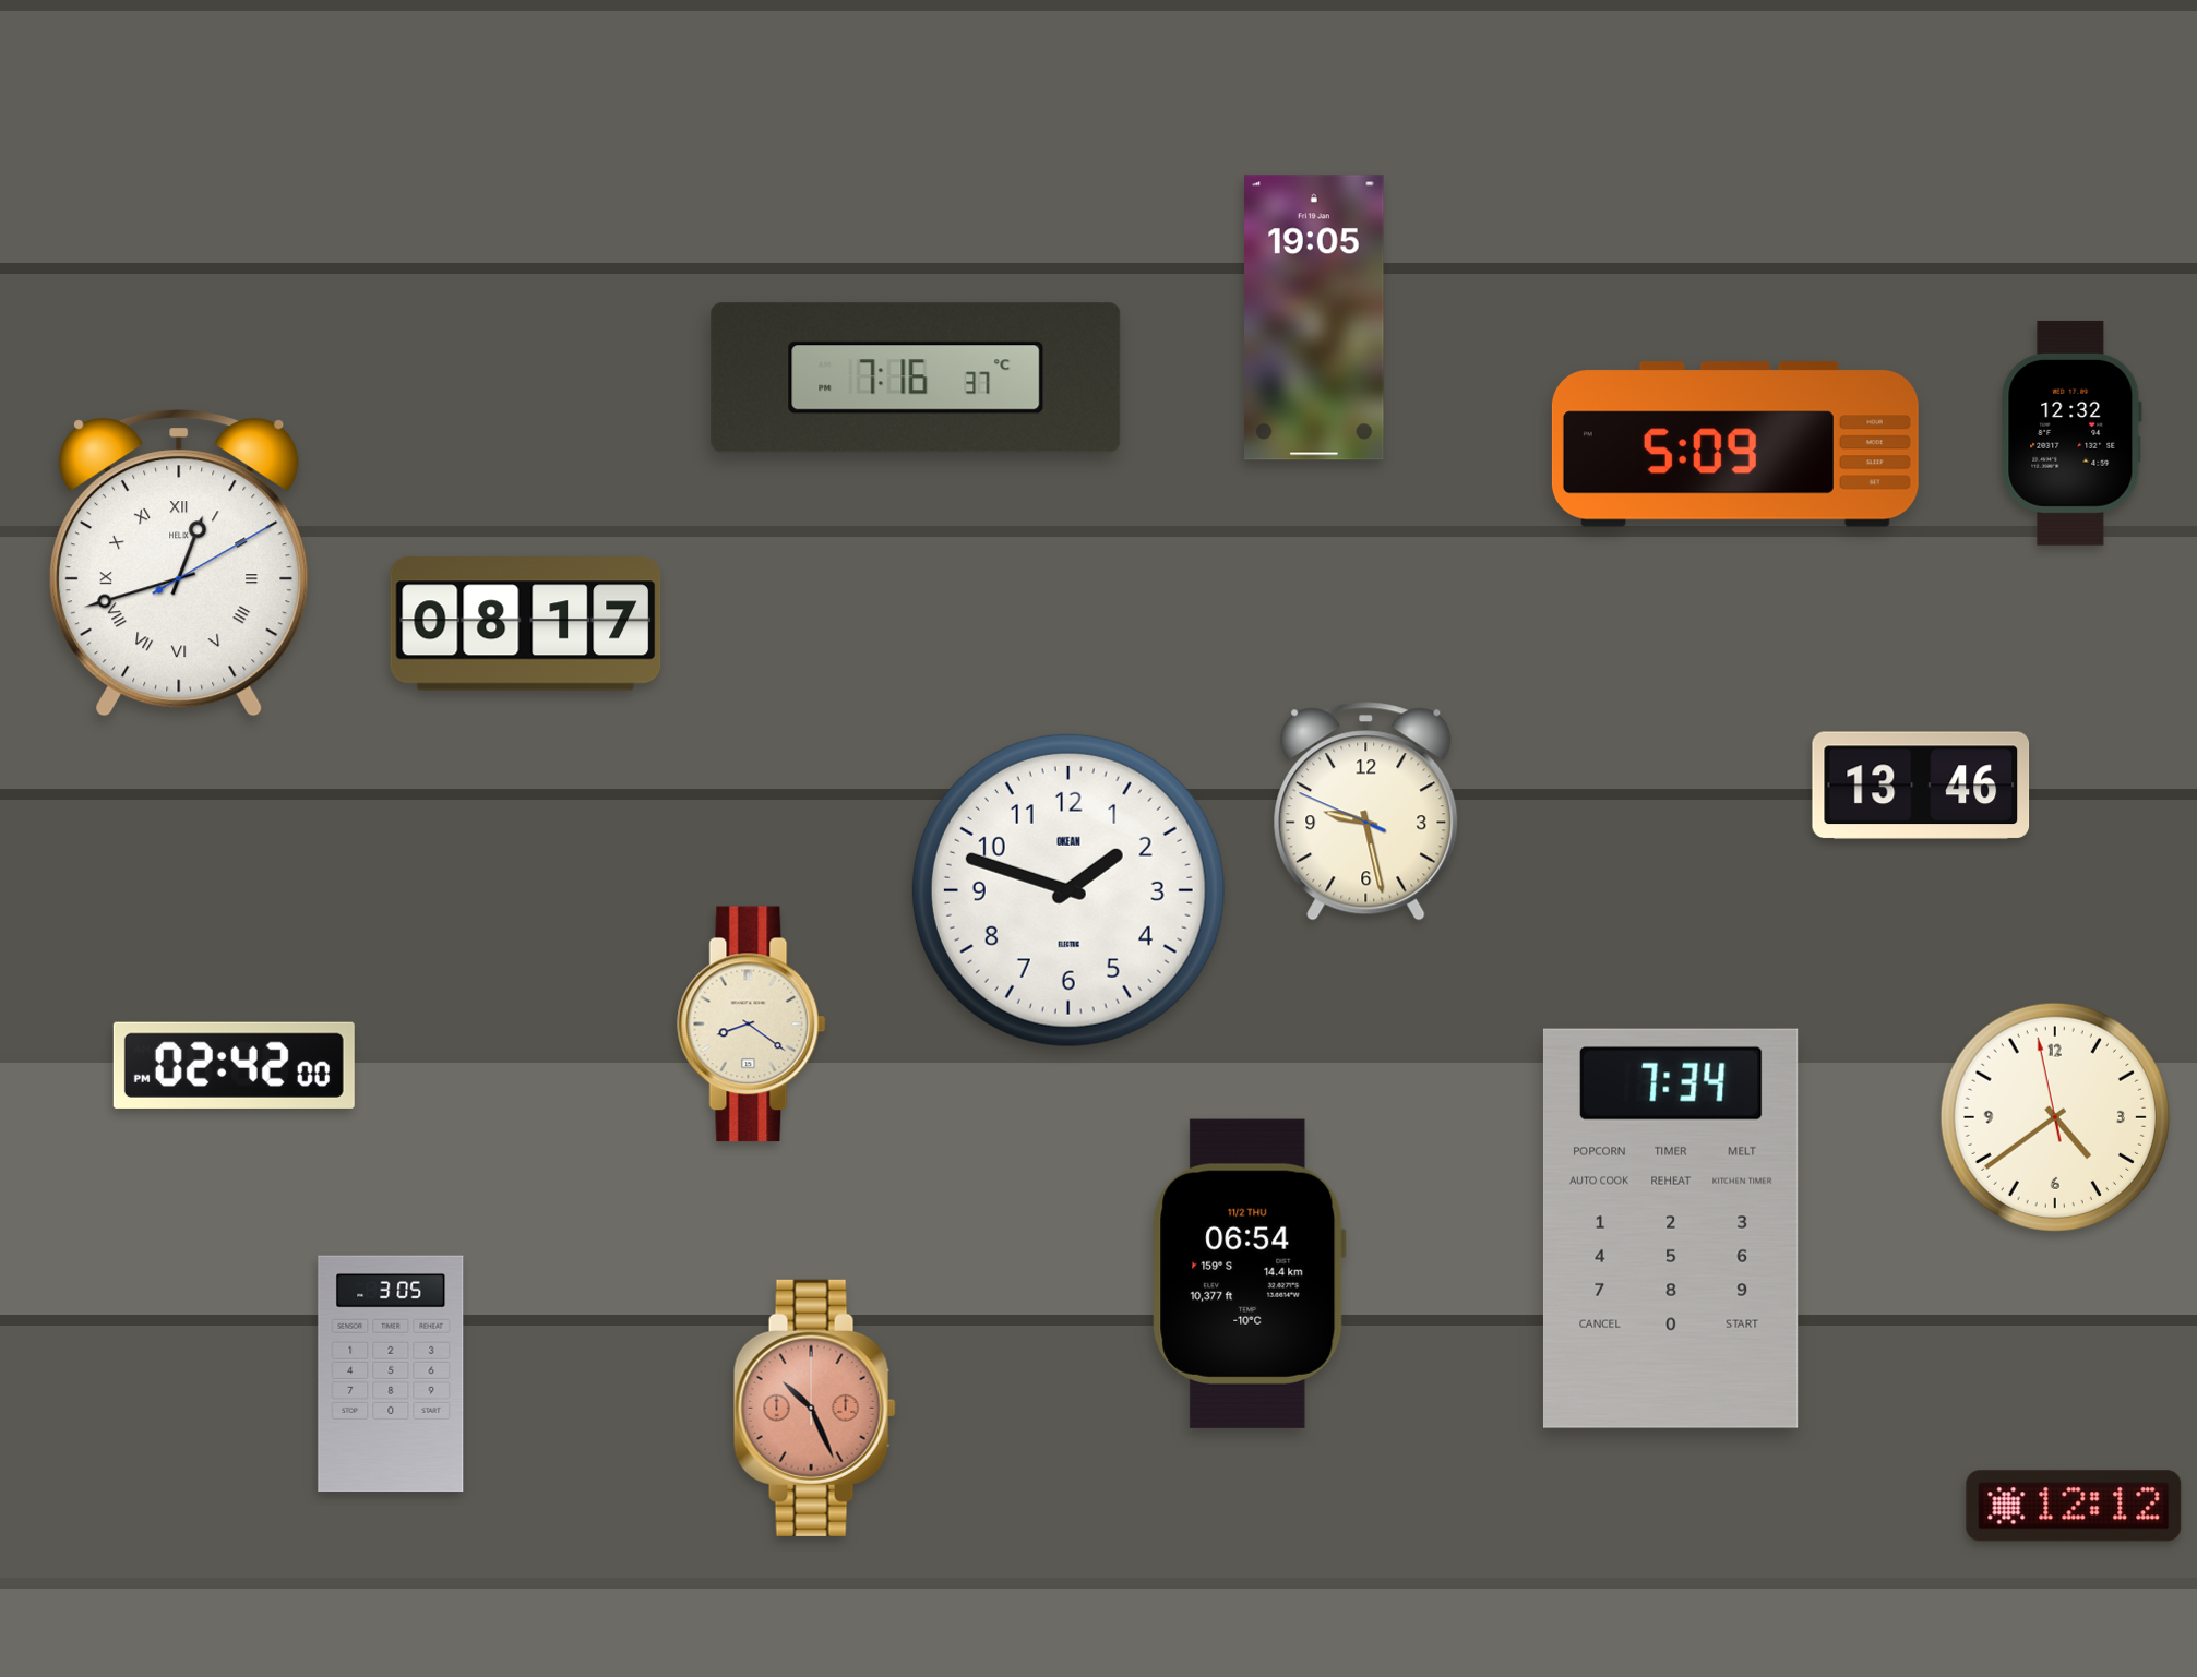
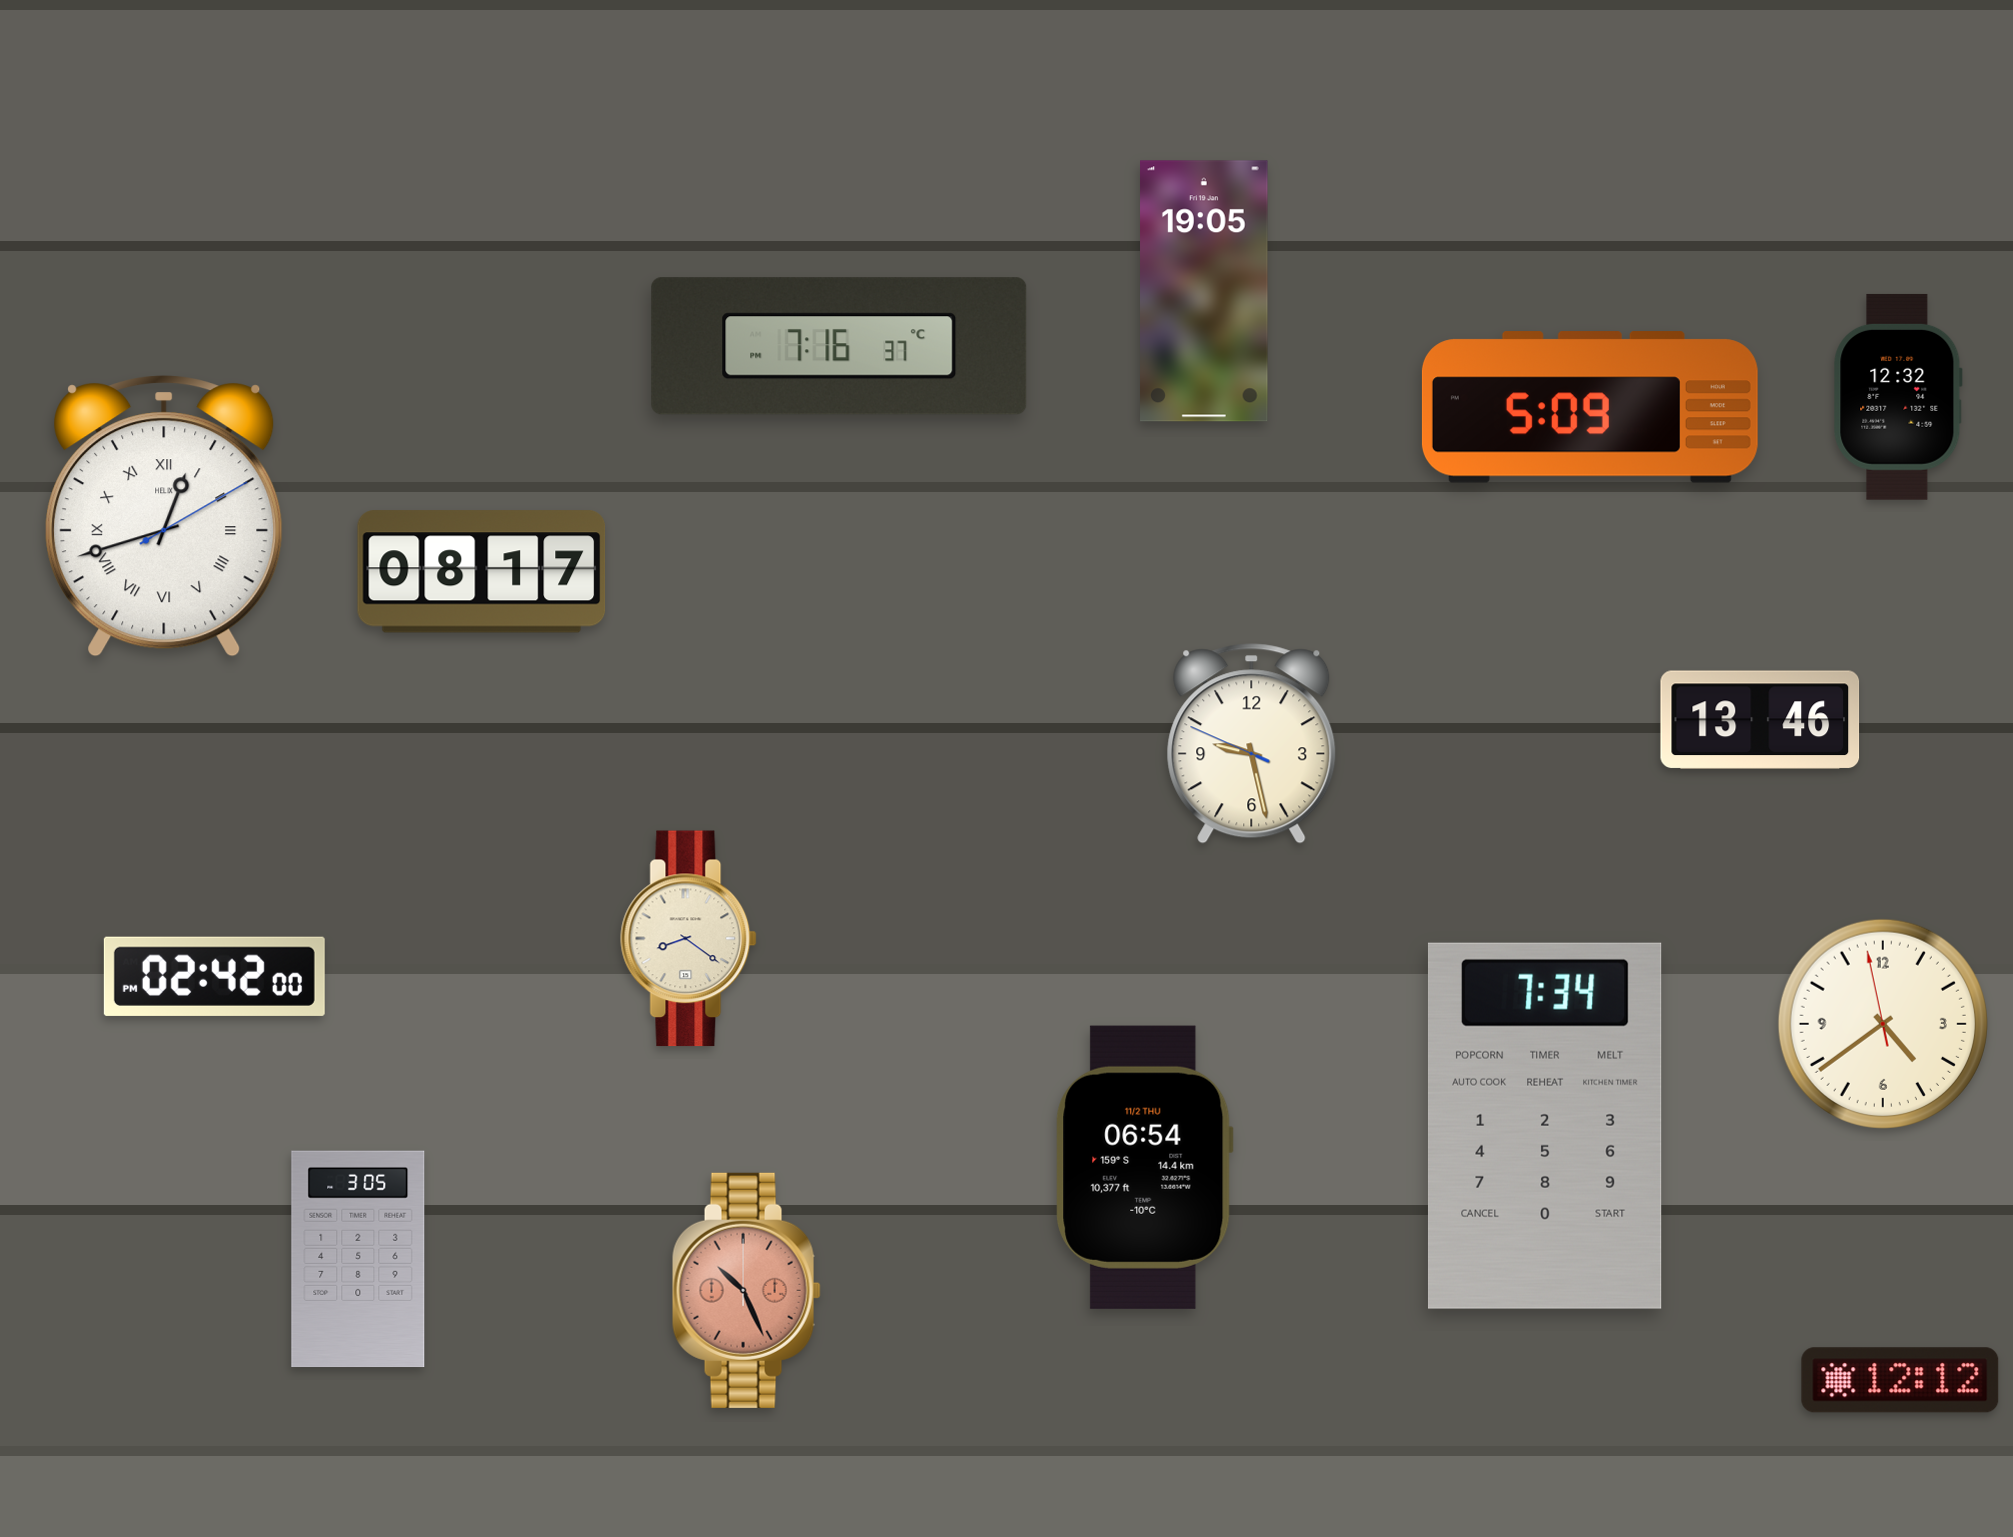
clock at (1068, 890): 1:48 -> none
clock at (1671, 1229) position: (1671, 1229) -> (1545, 1126)
